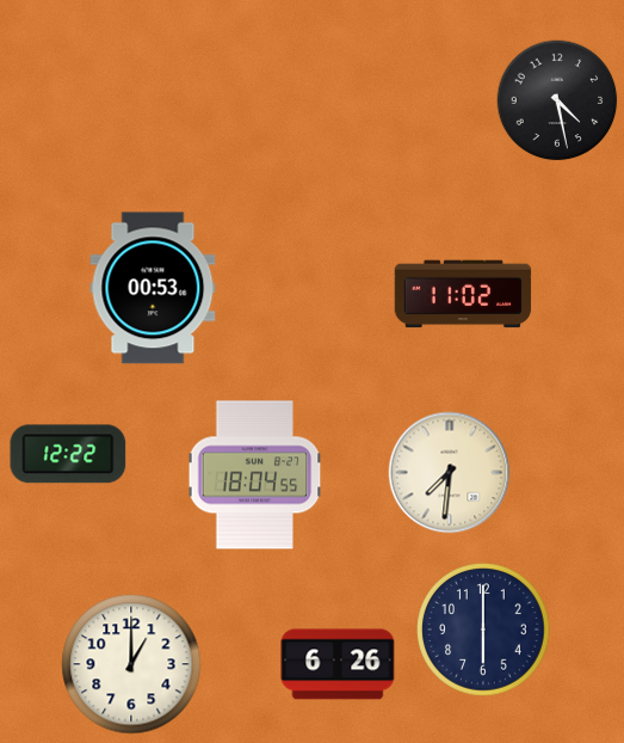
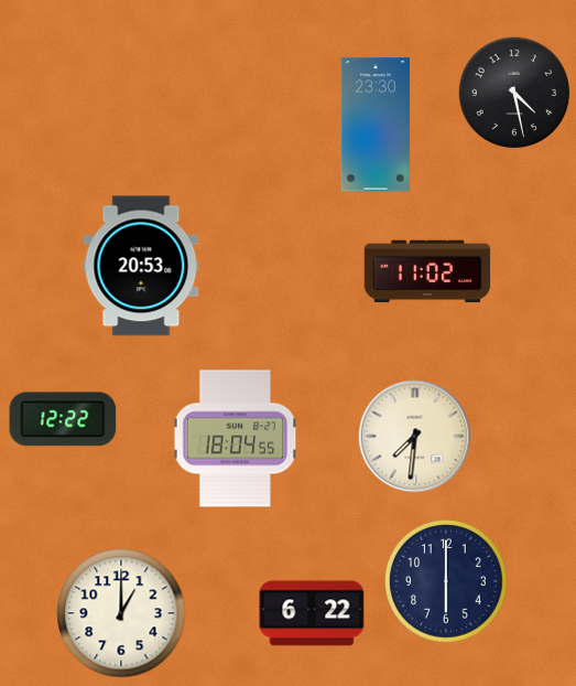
clock at (376, 125): none -> 23:30
clock at (153, 288): 00:53 -> 20:53
clock at (338, 664): 6:26 -> 6:22
